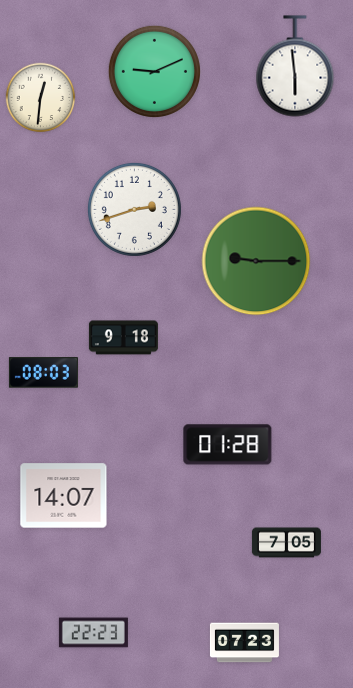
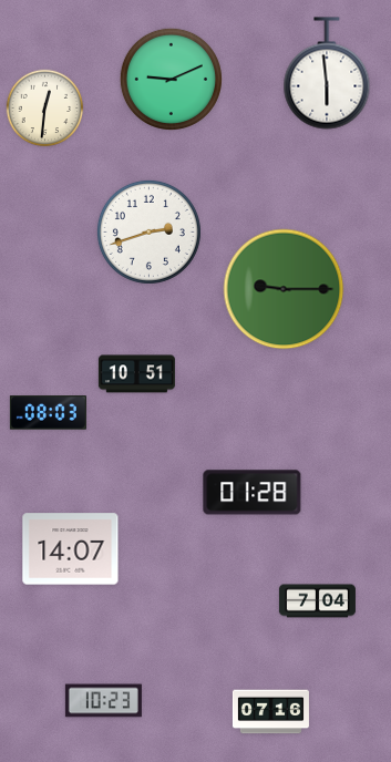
clock at (123, 338): 9:18 -> 10:51
clock at (286, 543): 7:05 -> 7:04
clock at (93, 633): 22:23 -> 10:23
clock at (244, 643): 07:23 -> 07:16
